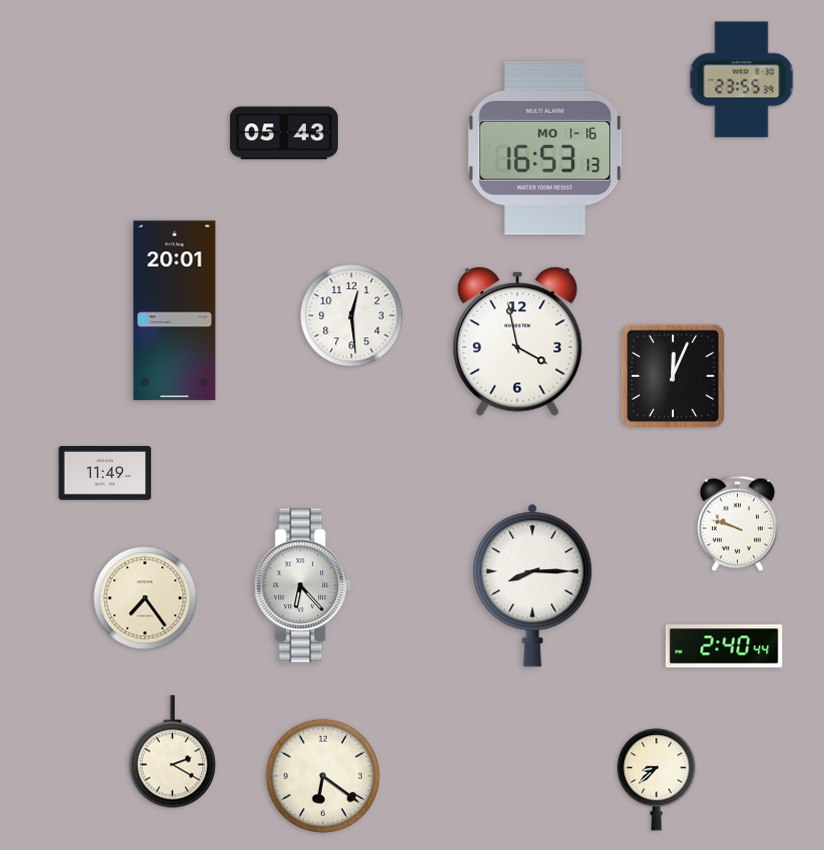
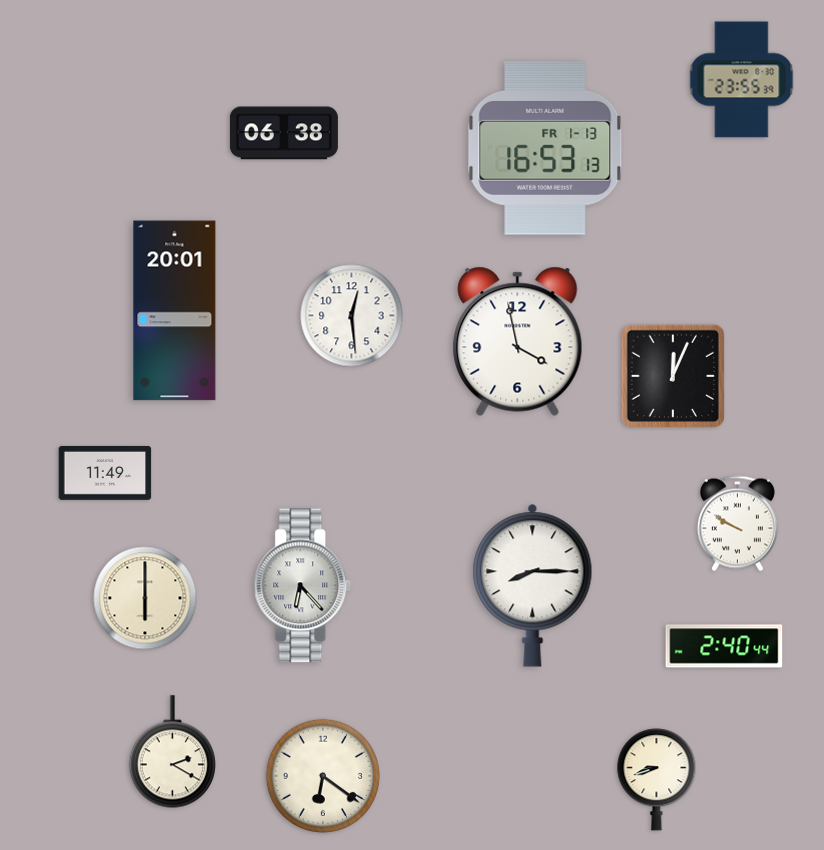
clock at (284, 133): 05:43 -> 06:38
clock at (545, 148) date: MO 1-16 -> FR 1-13
clock at (737, 524): 9:48 -> 9:50
clock at (145, 598): 7:24 -> 6:00
clock at (657, 780): 8:38 -> 8:42
